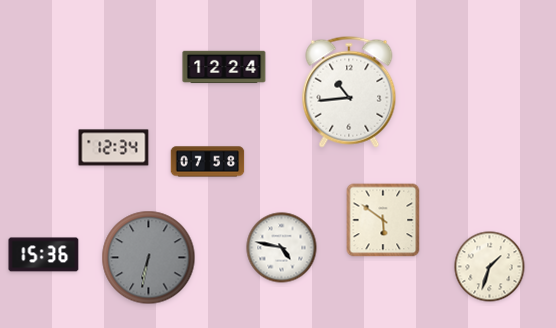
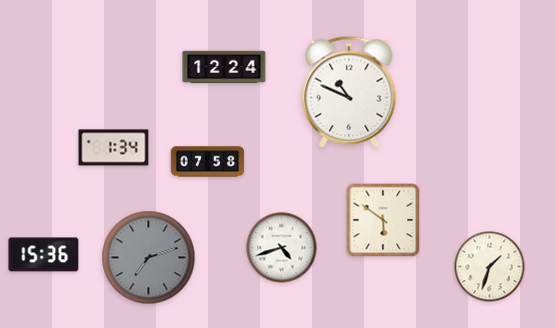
clock at (349, 92): 10:44 -> 10:49
clock at (114, 148): 12:34 -> 1:34
clock at (282, 248): 4:47 -> 4:42
clock at (149, 258): 6:32 -> 7:12
